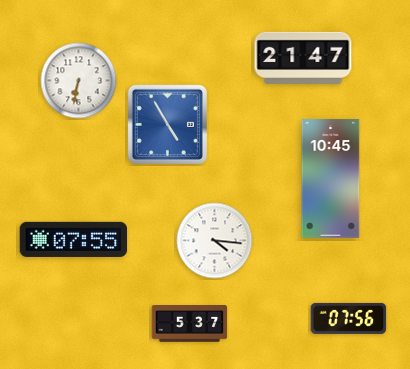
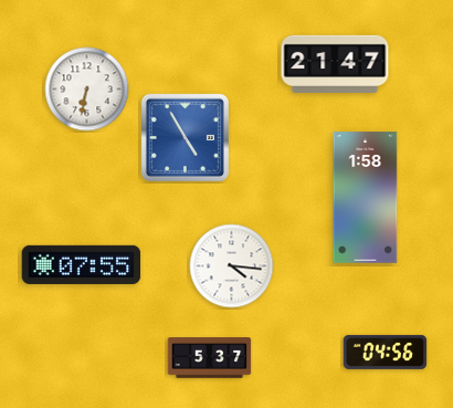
clock at (331, 179): 10:45 -> 1:58
clock at (215, 241) position: (215, 241) -> (232, 266)
clock at (349, 318): 07:56 -> 04:56
